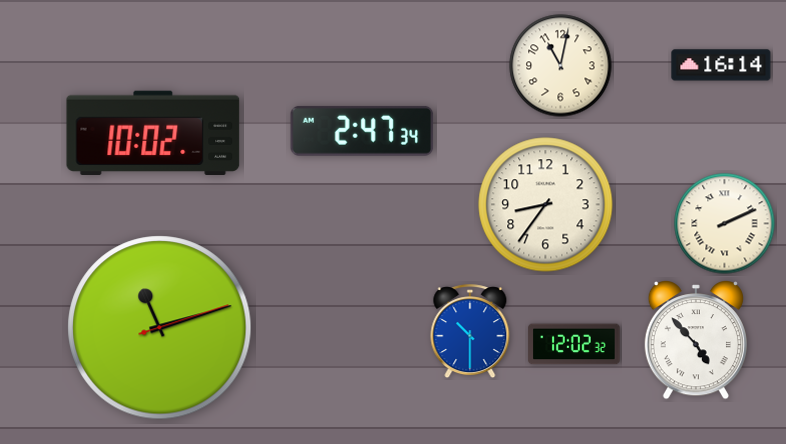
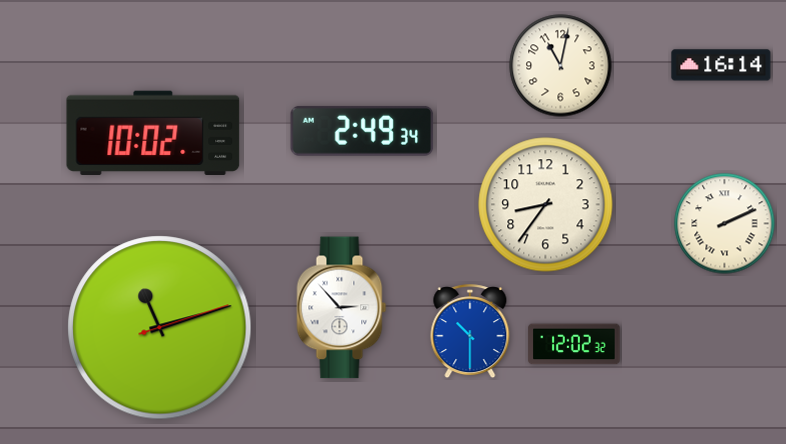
clock at (362, 131): 2:47 -> 2:49
clock at (342, 308): none -> 2:53
clock at (695, 341): 4:53 -> none
